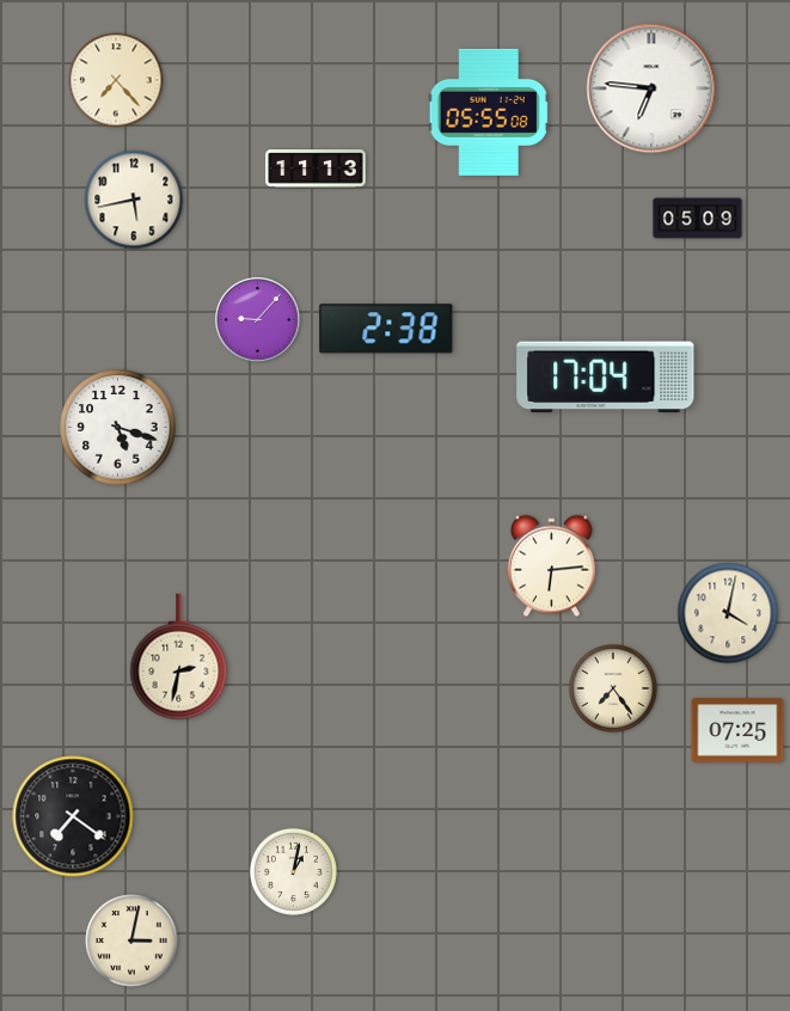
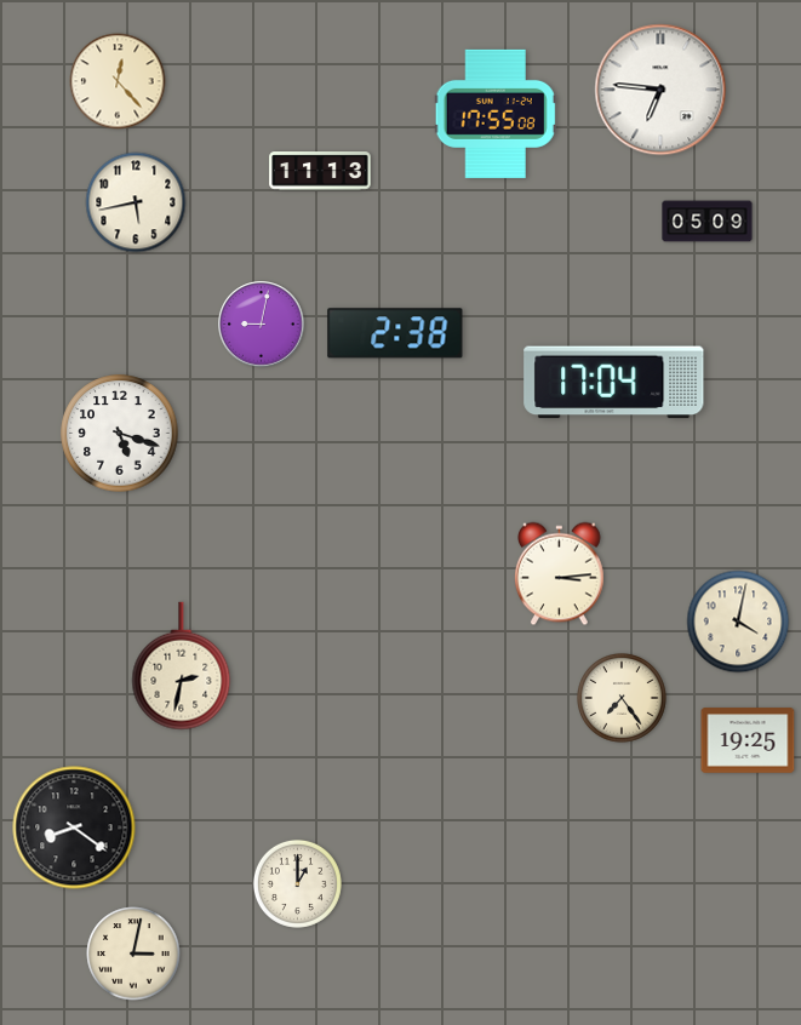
clock at (116, 80): 7:23 -> 12:23
clock at (489, 112): 05:55 -> 17:55
clock at (258, 320): 9:07 -> 9:02
clock at (386, 329) position: (386, 329) -> (395, 333)
clock at (552, 566): 6:14 -> 3:14
clock at (737, 730): 07:25 -> 19:25
clock at (73, 816): 7:21 -> 8:21
clock at (293, 871): 1:02 -> 1:00
